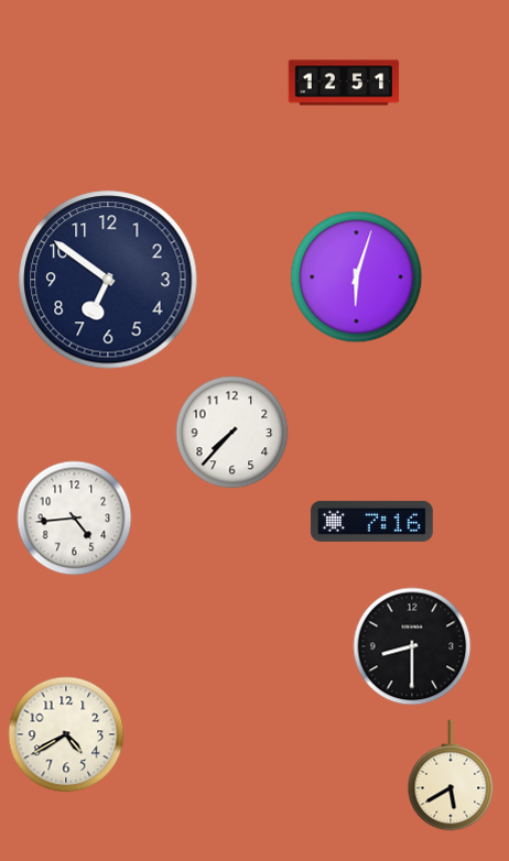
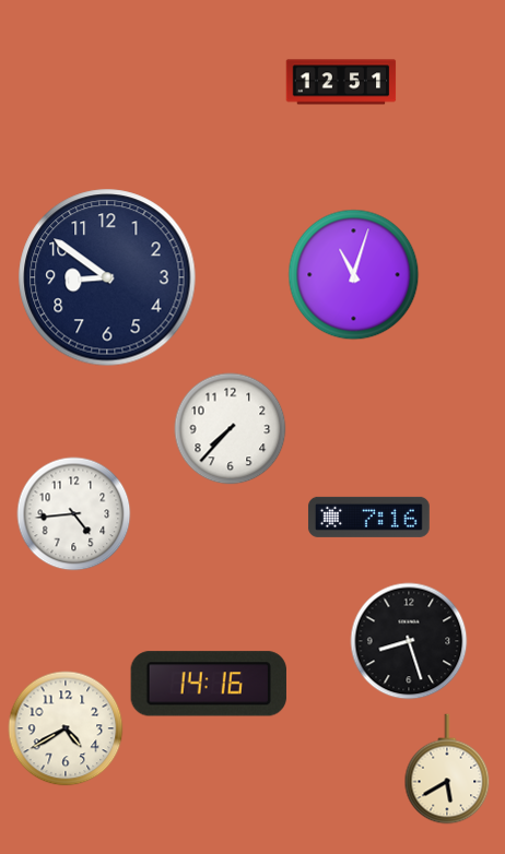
clock at (357, 277): 6:03 -> 11:03
clock at (108, 280): 6:51 -> 8:51
clock at (412, 646): 8:30 -> 8:27
clock at (209, 684): none -> 14:16
